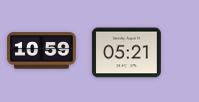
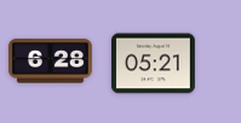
clock at (41, 51): 10:59 -> 6:28
